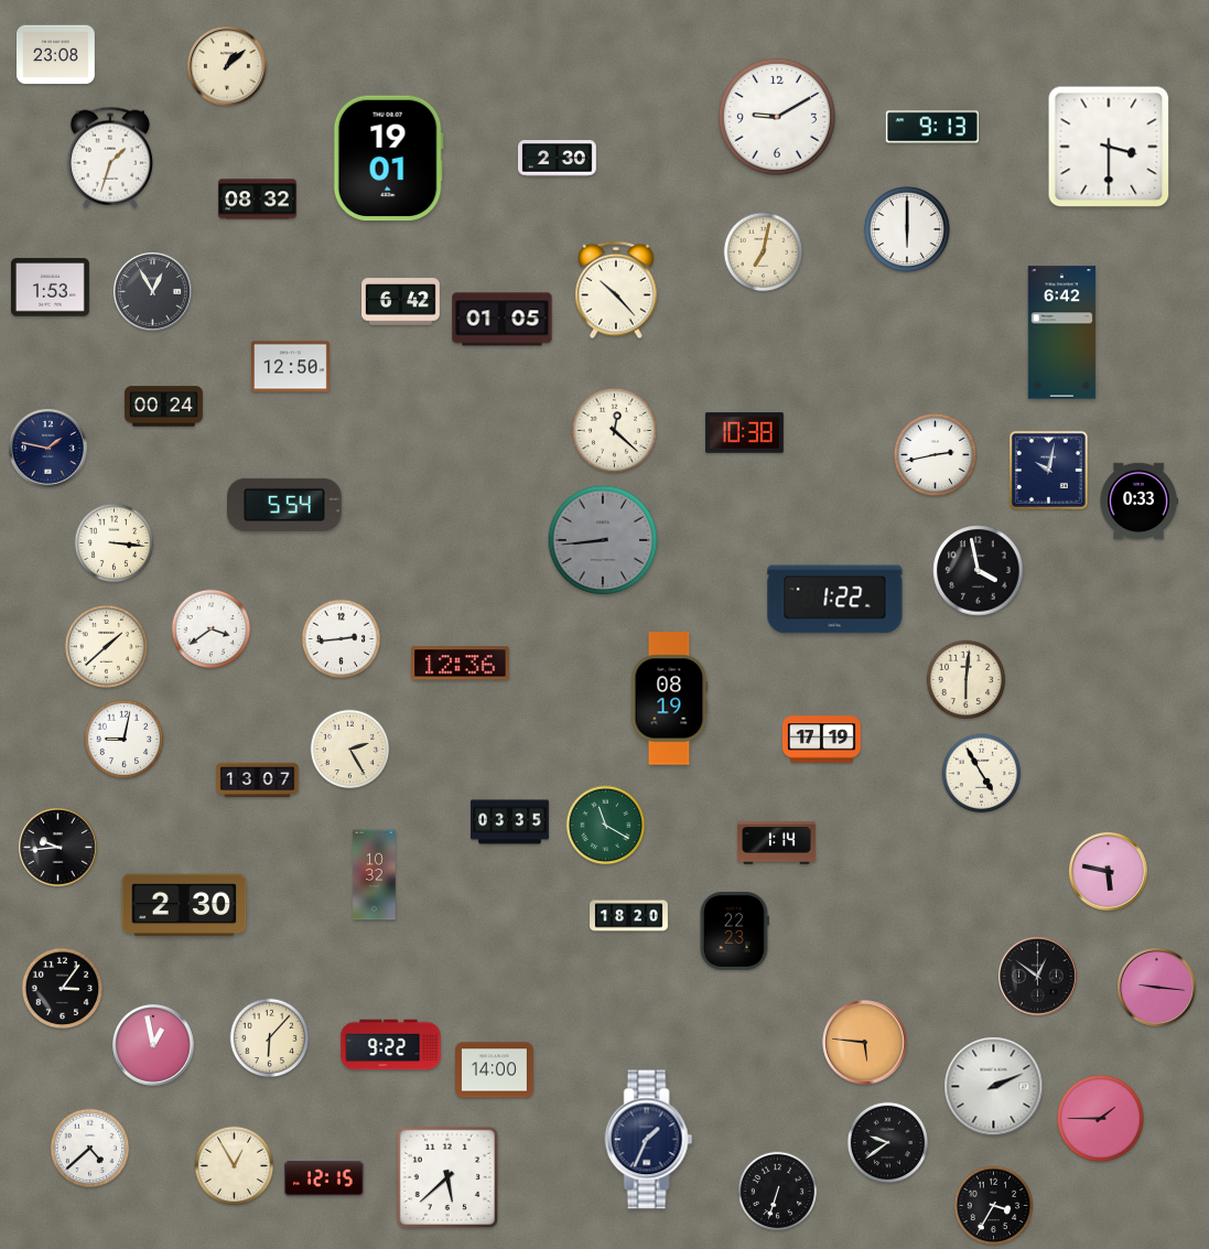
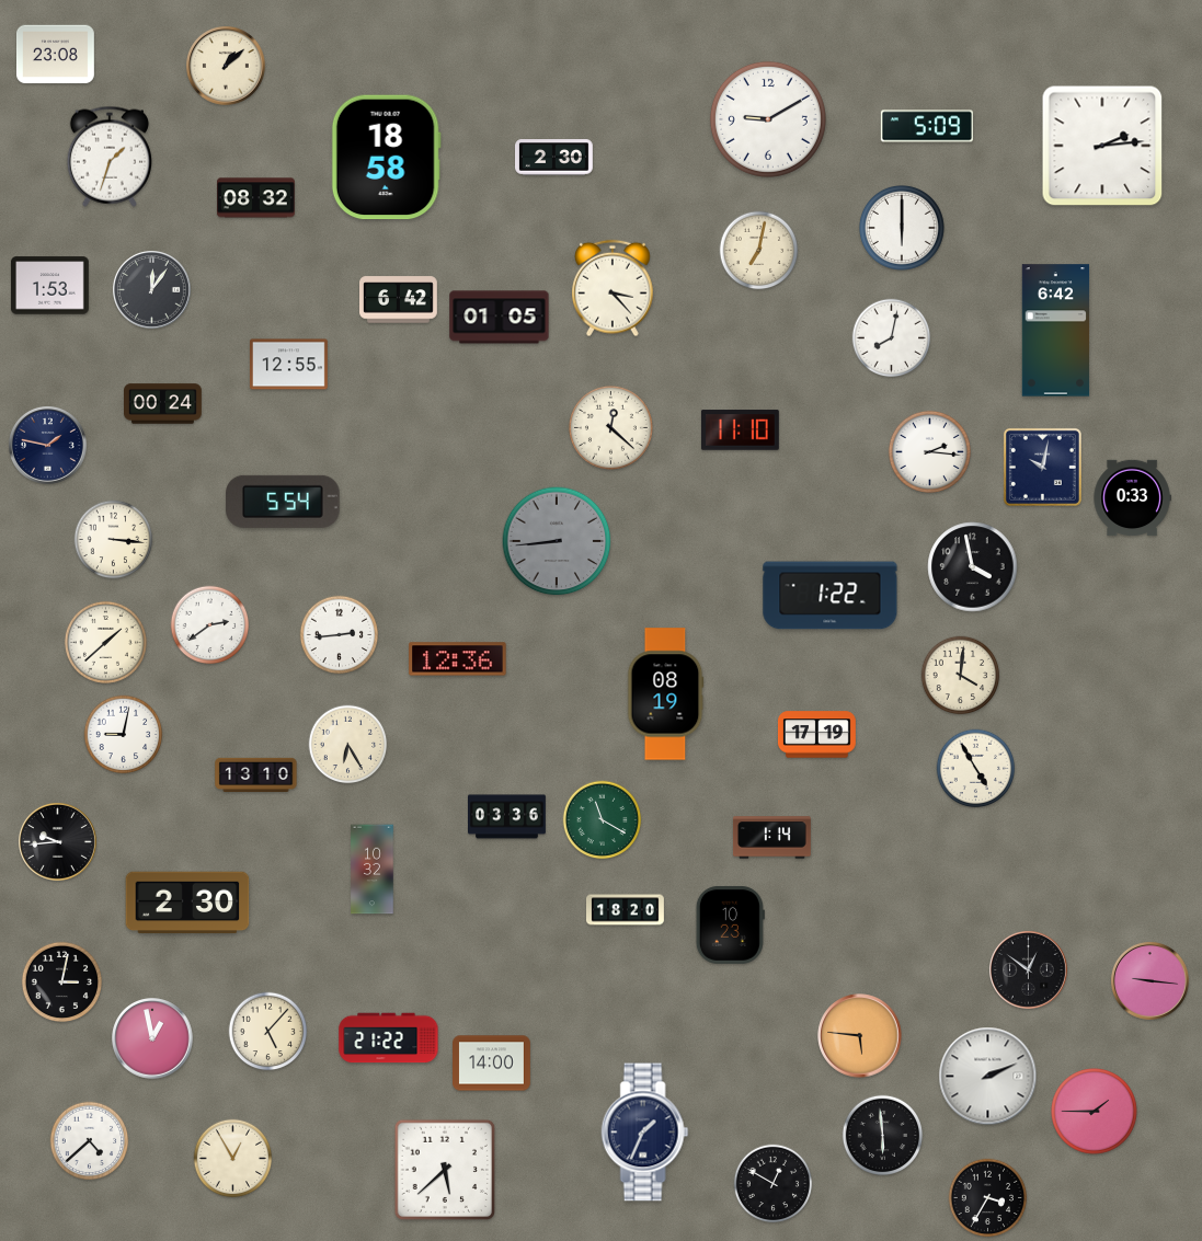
clock at (777, 117) position: (777, 117) -> (768, 119)
clock at (931, 127): 9:13 -> 5:09
clock at (1109, 147): 3:30 -> 2:14
clock at (388, 159): 19:01 -> 18:58
clock at (617, 290): 10:23 -> 3:23
clock at (153, 292): 12:55 -> 12:06
clock at (892, 338): none -> 8:02
clock at (290, 367): 12:50 -> 12:55
clock at (744, 433): 10:38 -> 11:10
clock at (935, 454): 2:43 -> 2:16
clock at (603, 540) position: (603, 540) -> (557, 541)
clock at (212, 629): 3:39 -> 2:39
clock at (967, 680): 6:01 -> 4:01
clock at (350, 750): 2:25 -> 6:25
clock at (258, 779): 13:07 -> 13:10
clock at (510, 822): 03:35 -> 03:36
clock at (1109, 872): 5:47 -> none
clock at (184, 905) position: (184, 905) -> (187, 903)
clock at (734, 930): 22:23 -> 10:23
clock at (1038, 977) position: (1038, 977) -> (1029, 970)
clock at (62, 988): 3:06 -> 3:02
clock at (270, 1038): 6:07 -> 5:07
clock at (391, 1045): 9:22 -> 21:22
clock at (994, 1087) position: (994, 1087) -> (988, 1077)
clock at (887, 1142): 9:39 -> 5:59
clock at (324, 1178): 12:15 -> none
clock at (778, 1192): 6:33 -> 12:50
